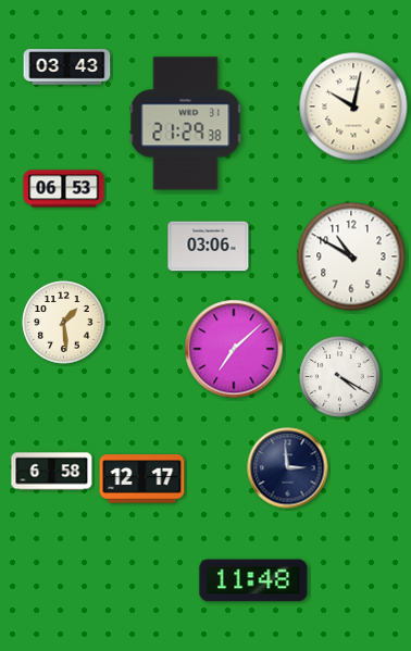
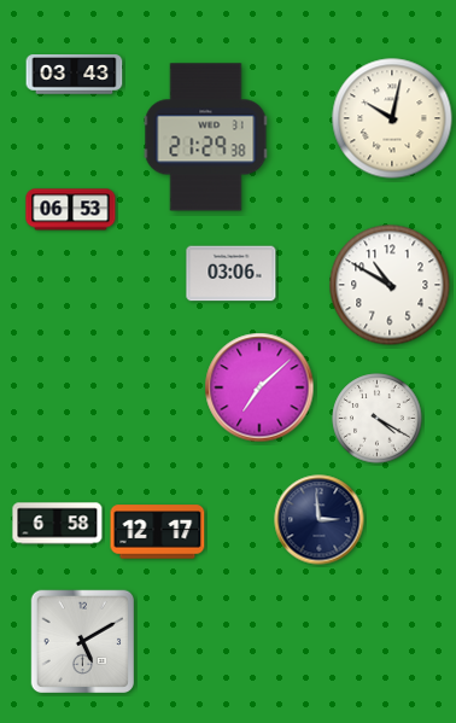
clock at (64, 323): 1:29 -> none
clock at (83, 642): none -> 5:10
clock at (253, 580): 11:48 -> none
